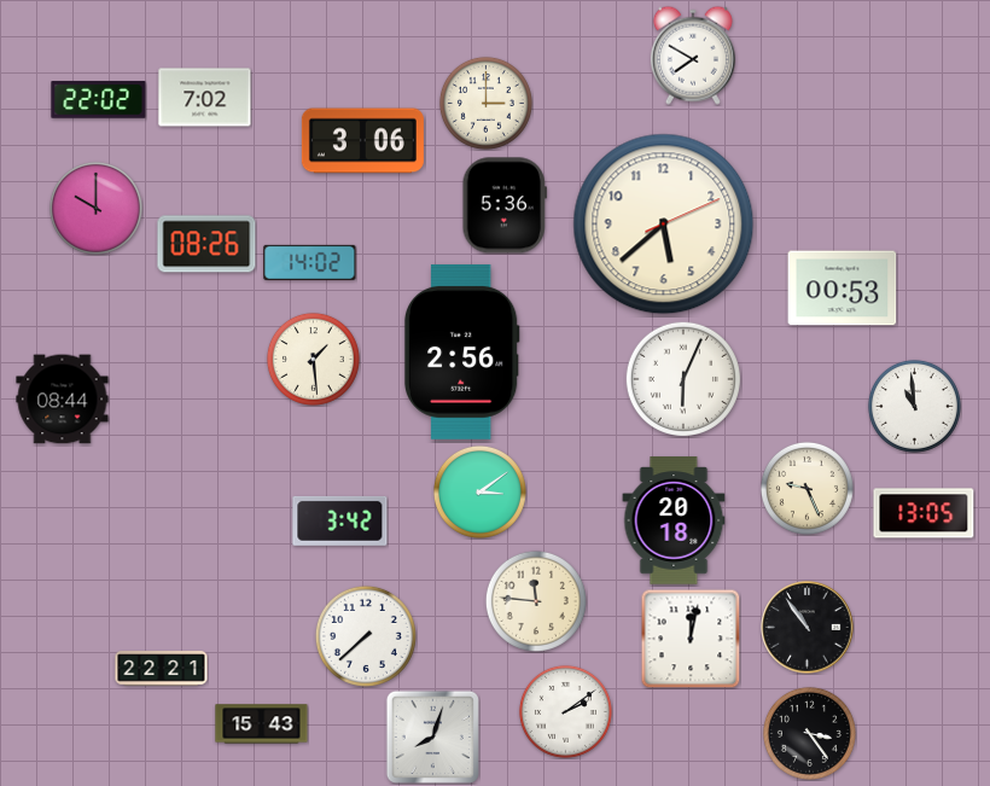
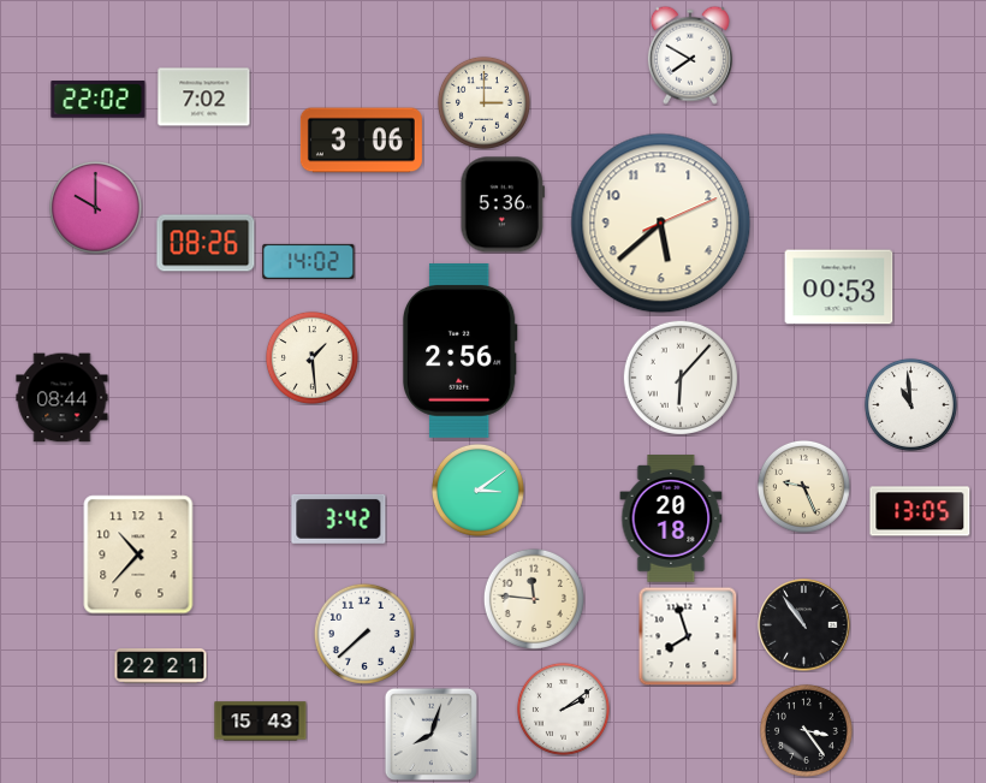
clock at (683, 379): 6:04 -> 6:07
clock at (138, 554): none -> 10:37
clock at (691, 639): 12:02 -> 7:57
